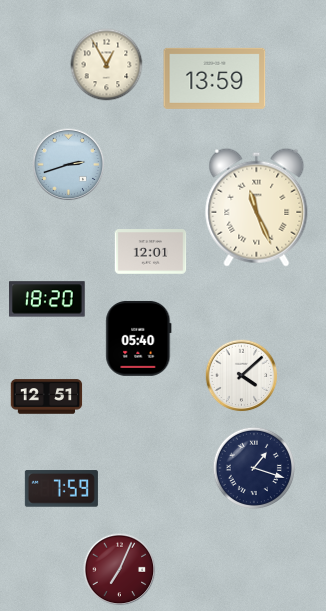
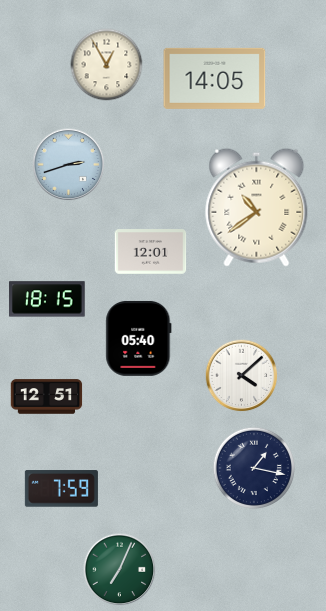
clock at (215, 78): 13:59 -> 14:05
clock at (257, 207): 11:26 -> 10:39
clock at (47, 299): 18:20 -> 18:15
clock at (254, 468): 1:18 -> 1:17
clock at (120, 570) dial: burgundy -> green
